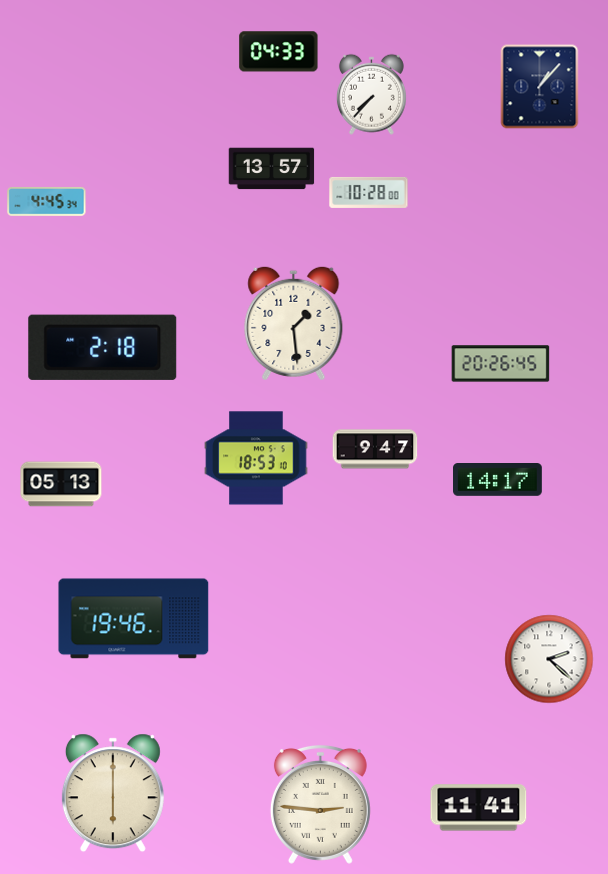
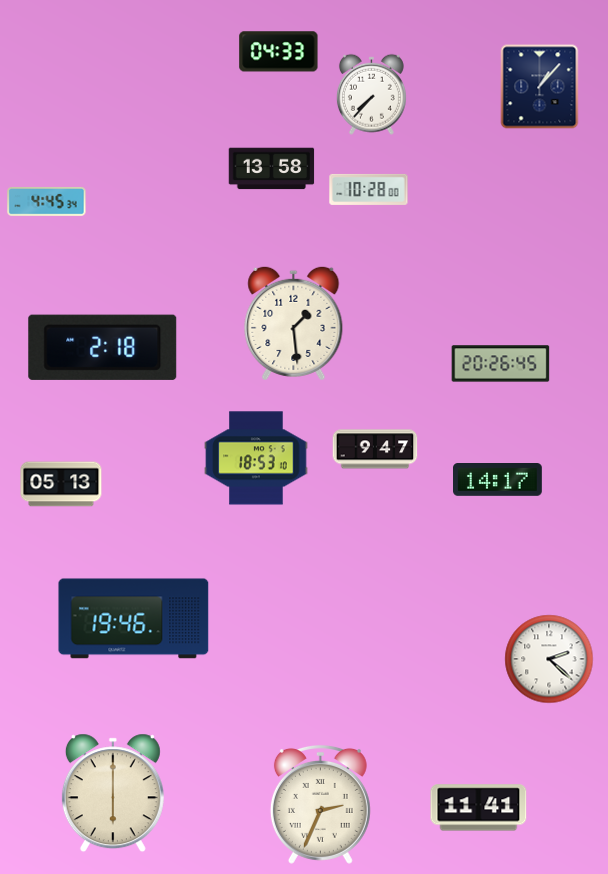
clock at (272, 169): 13:57 -> 13:58
clock at (369, 192) position: (369, 192) -> (369, 189)
clock at (320, 805): 2:46 -> 2:34
